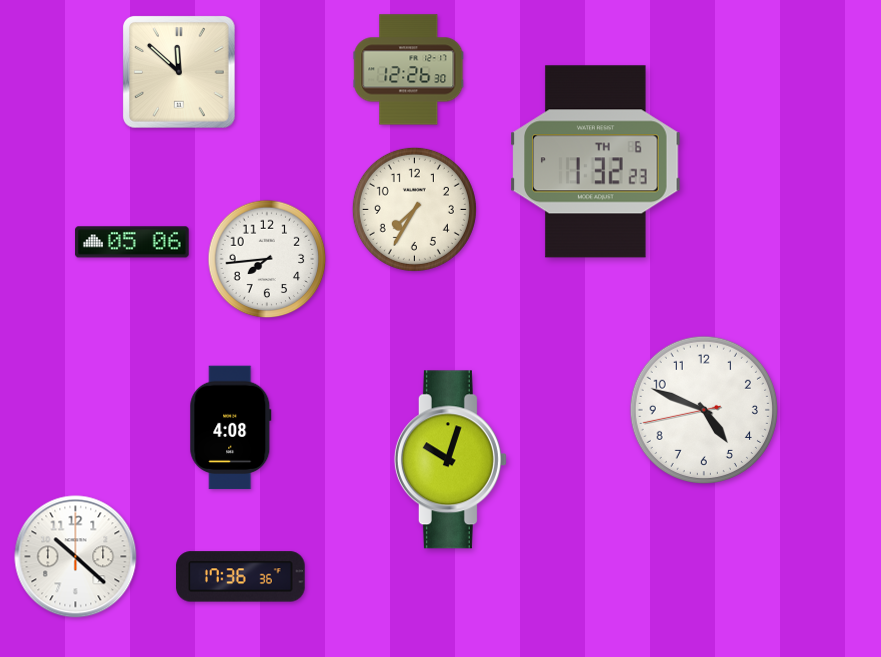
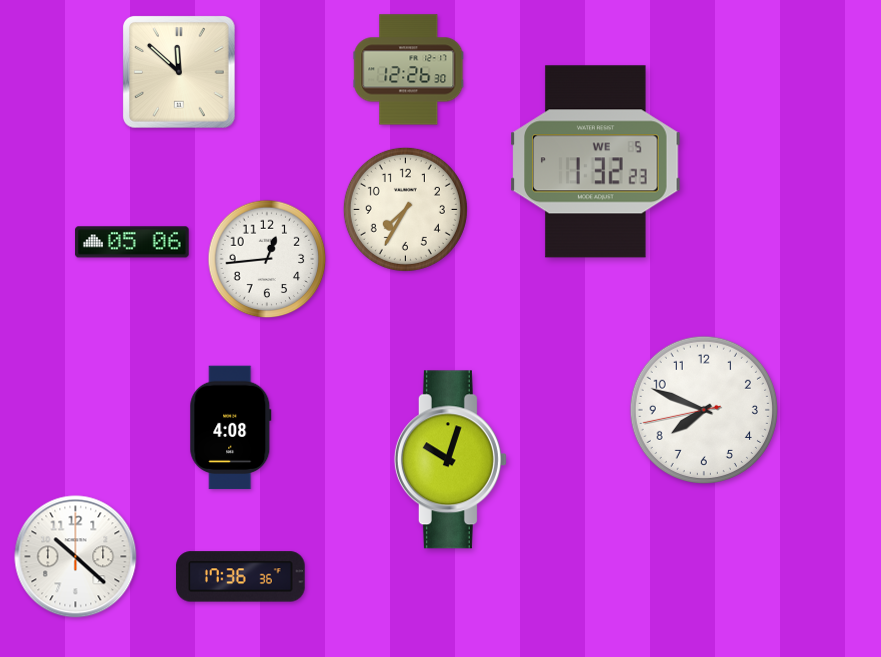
clock at (596, 162) date: TH 6 -> WE 5
clock at (414, 209) position: (414, 209) -> (405, 209)
clock at (267, 259): 7:44 -> 12:44
clock at (703, 409): 4:48 -> 7:48
